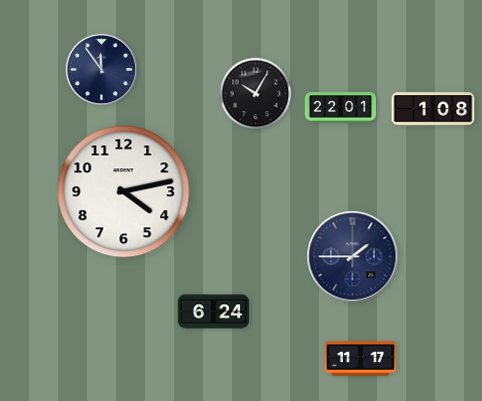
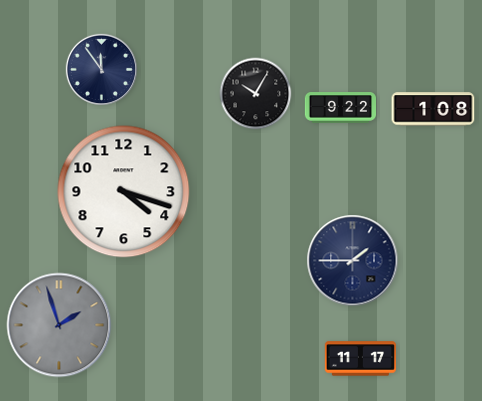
clock at (340, 108): 22:01 -> 9:22
clock at (124, 192): 4:13 -> 4:18
clock at (353, 257) position: (353, 257) -> (353, 261)
clock at (213, 312): 6:24 -> none
clock at (59, 325): none -> 1:57
